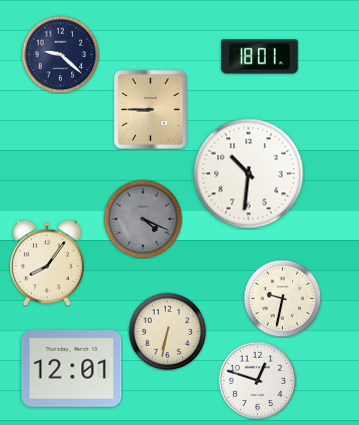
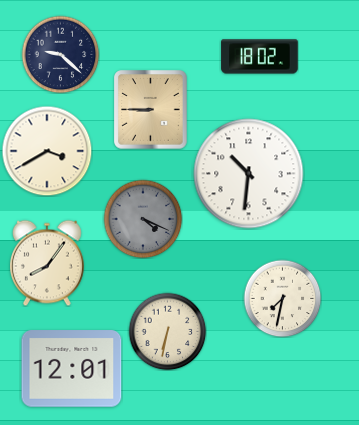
clock at (260, 57): 18:01 -> 18:02
clock at (47, 151): none -> 3:40
clock at (282, 298): 9:32 -> 7:32
clock at (257, 380): 12:48 -> none
